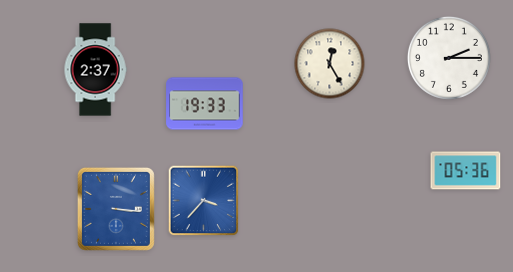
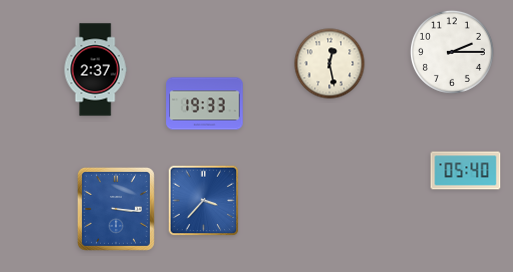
clock at (449, 58) position: (449, 58) -> (452, 52)
clock at (330, 64): 12:25 -> 12:28
clock at (466, 171): 05:36 -> 05:40
